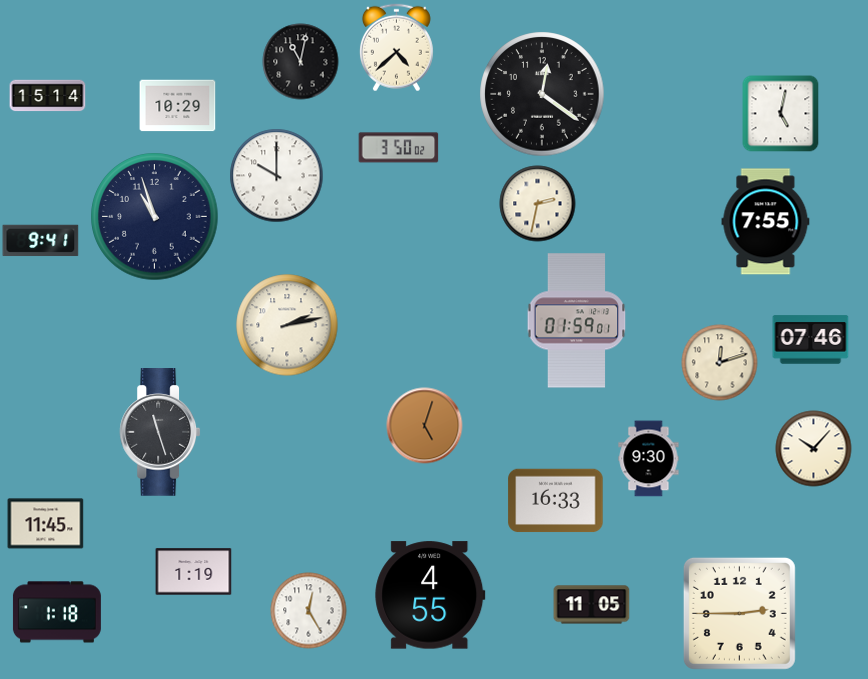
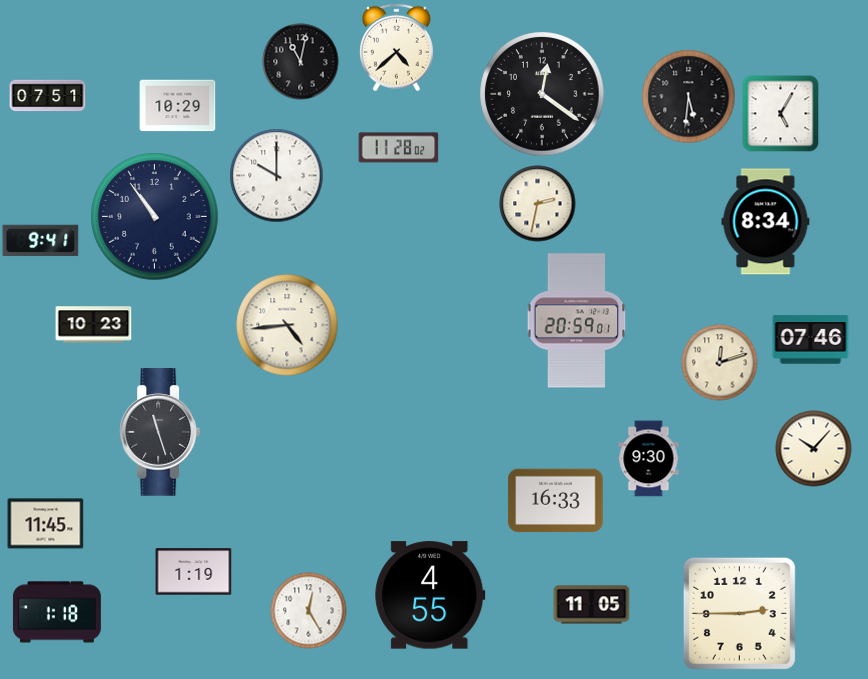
clock at (48, 96): 15:14 -> 07:51
clock at (689, 97): none -> 5:31
clock at (781, 114): 5:02 -> 5:05
clock at (399, 148): 3:50 -> 11:28
clock at (155, 217): 10:57 -> 10:54
clock at (766, 222): 7:55 -> 8:34
clock at (577, 321): 01:59 -> 20:59
clock at (94, 325): none -> 10:23
clock at (287, 325): 2:13 -> 4:44
clock at (425, 426): 5:03 -> none
